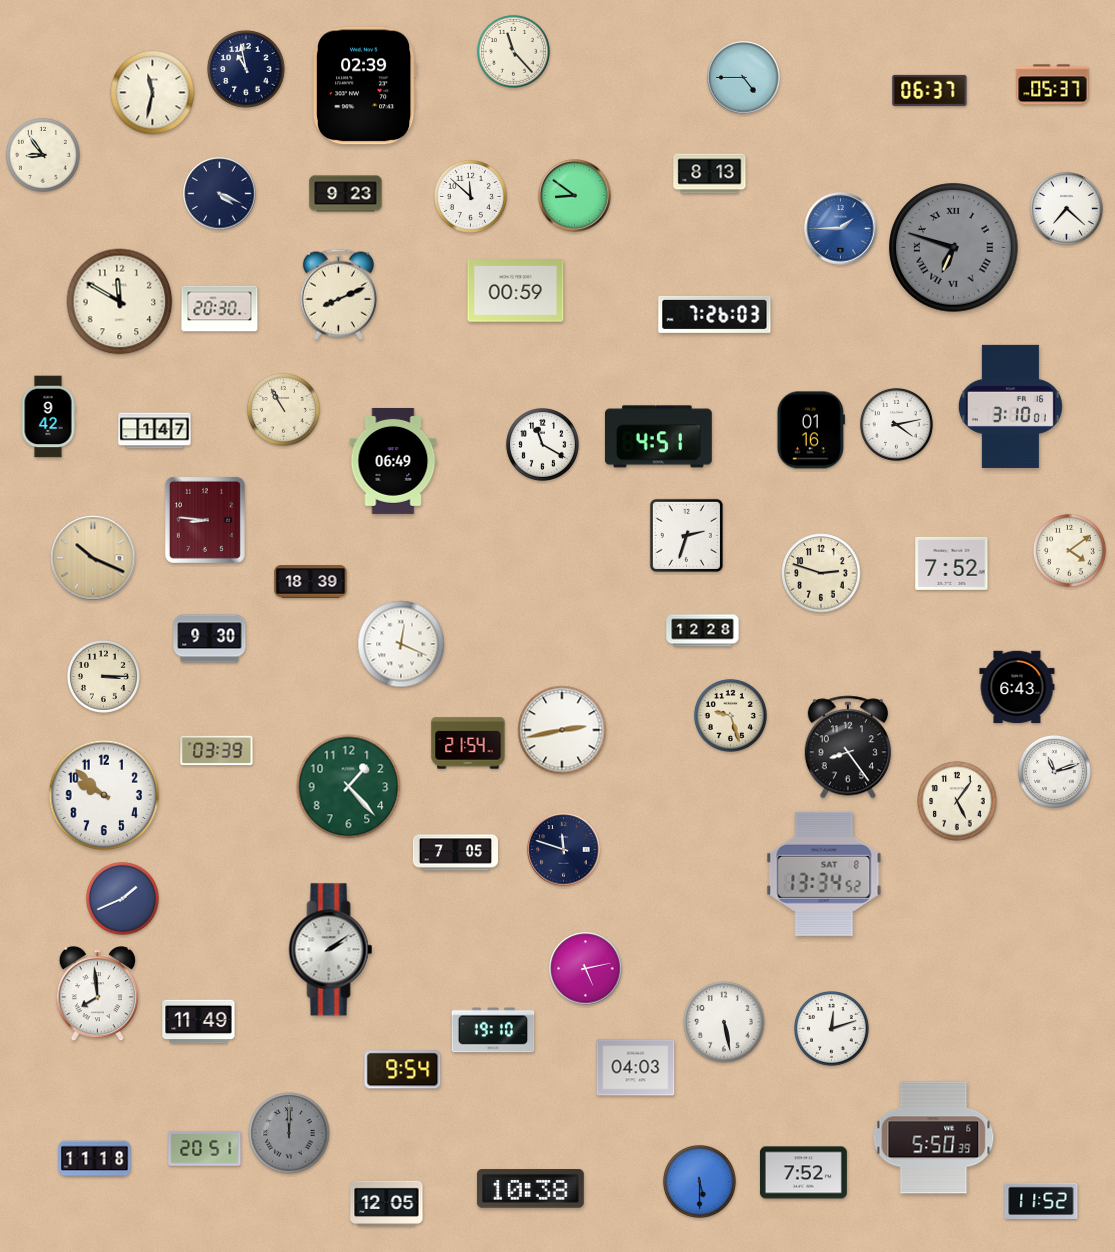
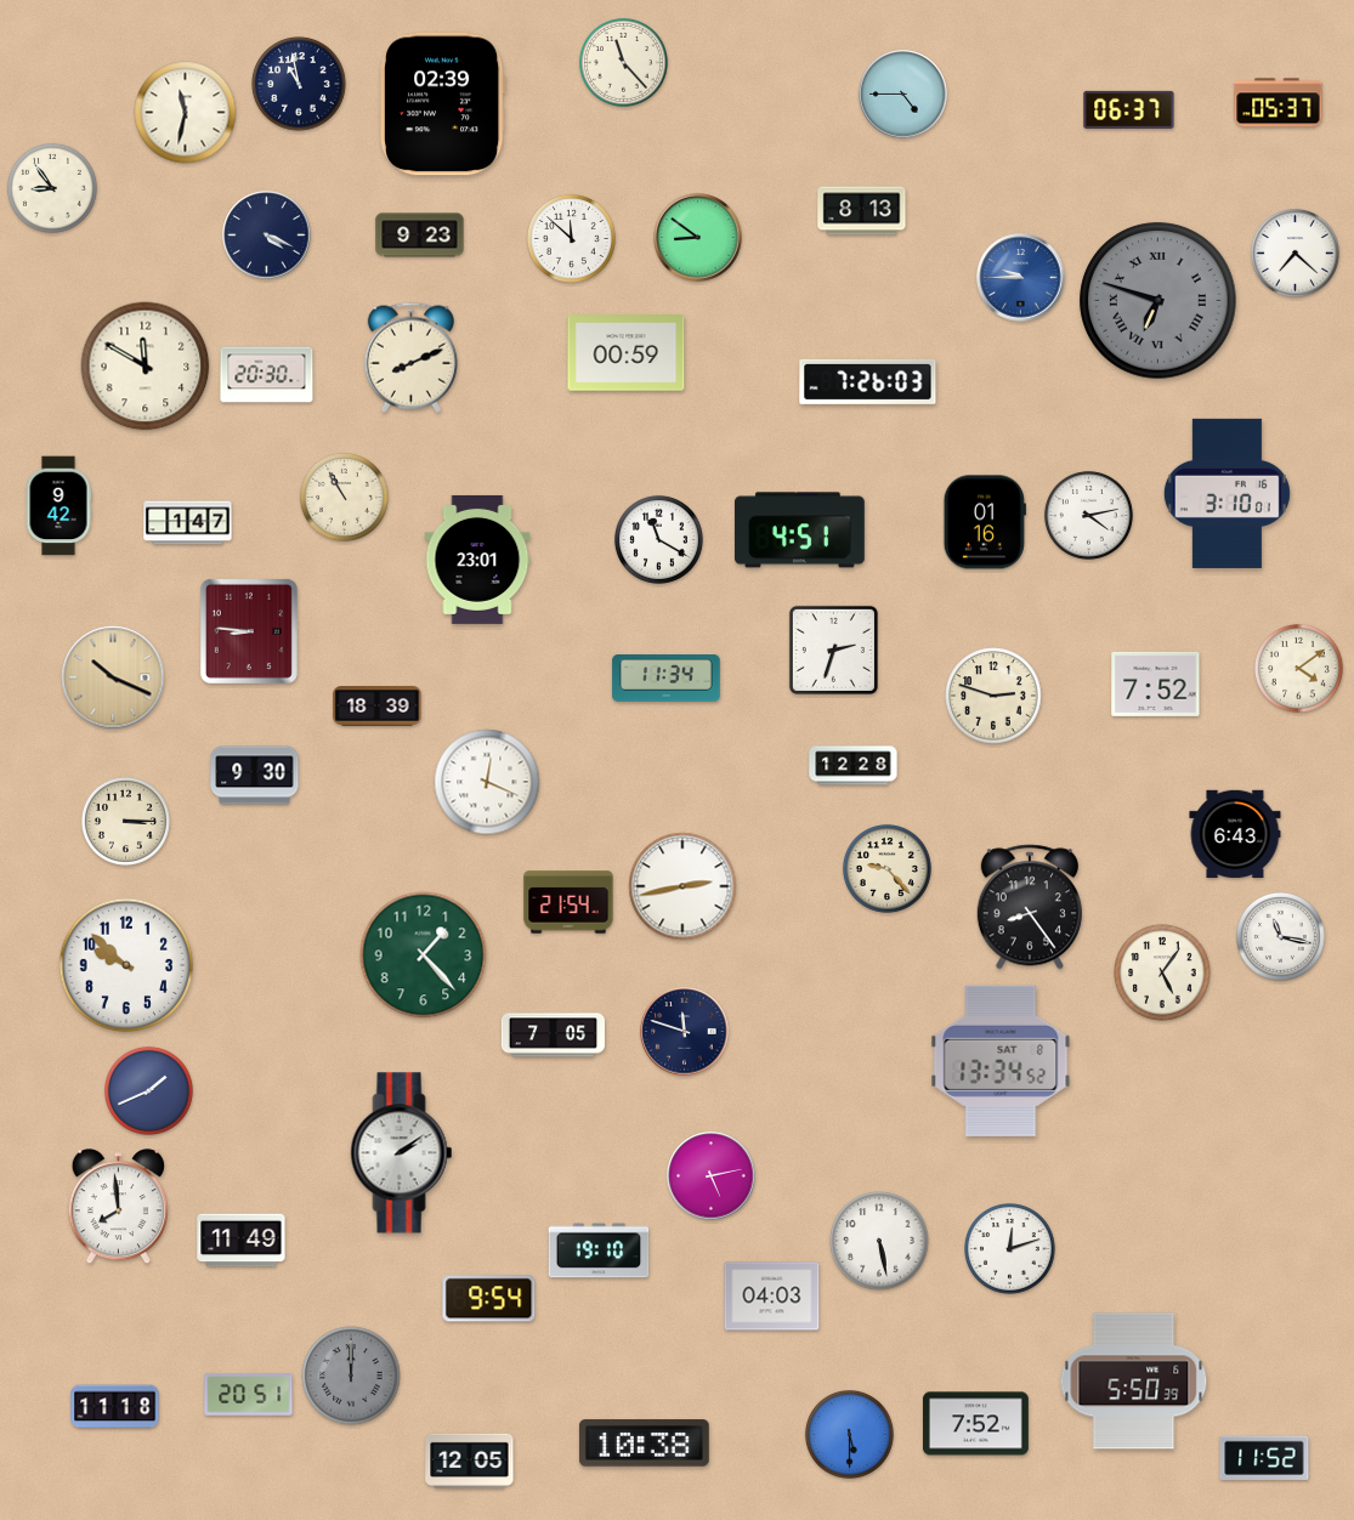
clock at (841, 229): 1:45 -> 9:45
clock at (393, 461): 06:49 -> 23:01
clock at (667, 679): none -> 11:34
clock at (821, 573) position: (821, 573) -> (993, 696)
clock at (730, 715): 9:27 -> 9:23
clock at (217, 751): 03:39 -> none
clock at (1054, 771): 11:12 -> 11:17
